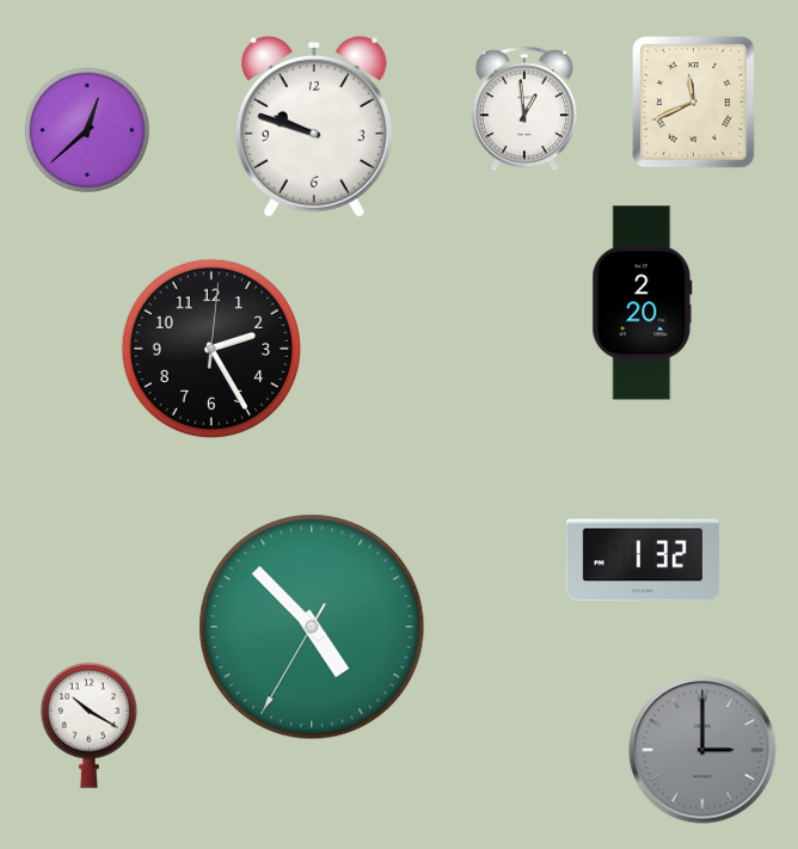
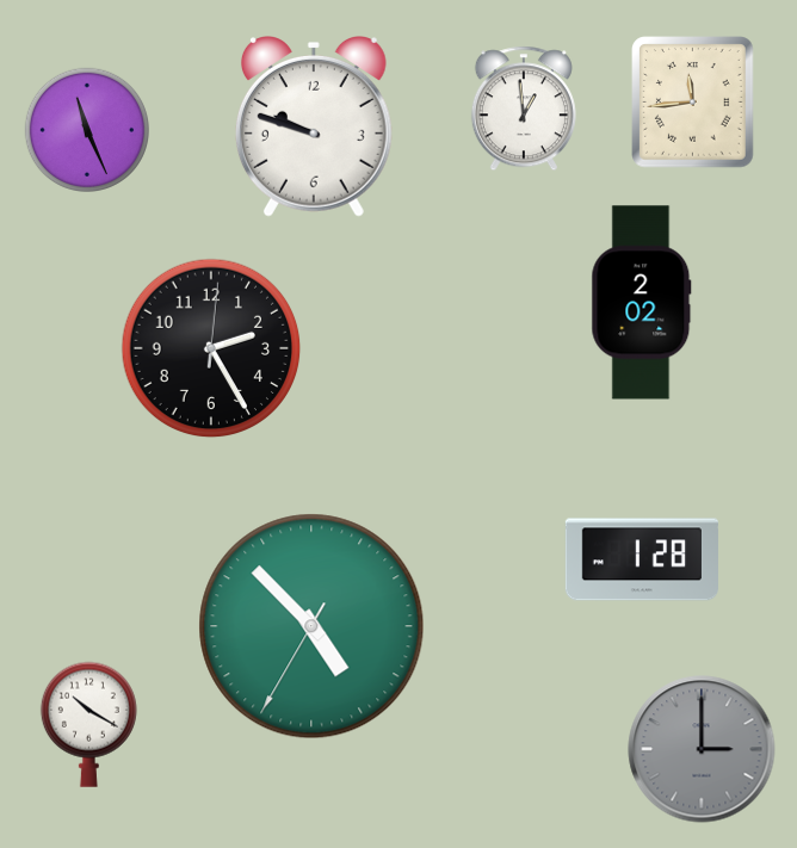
clock at (694, 103): 11:41 -> 11:44
clock at (86, 129): 12:38 -> 11:26
clock at (643, 303): 2:20 -> 2:02
clock at (643, 560): 1:32 -> 1:28
